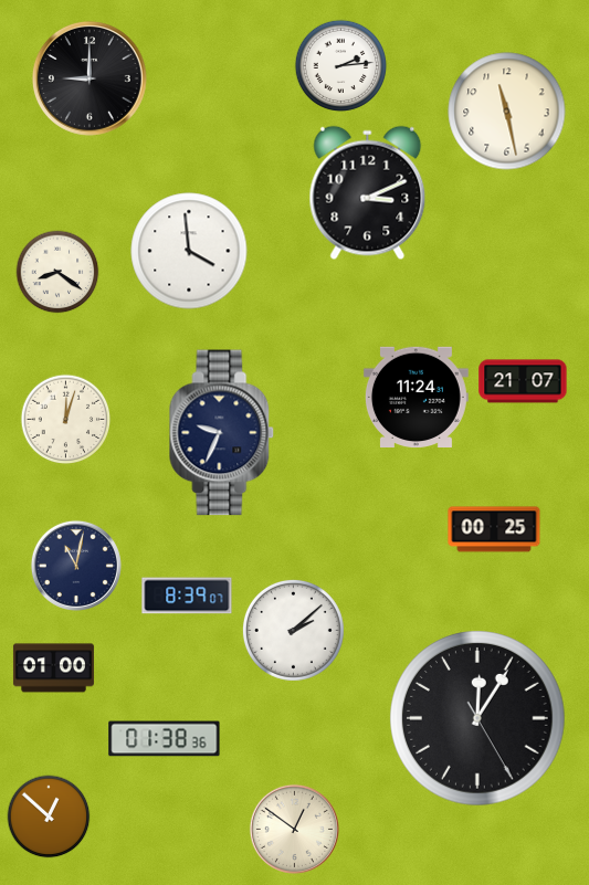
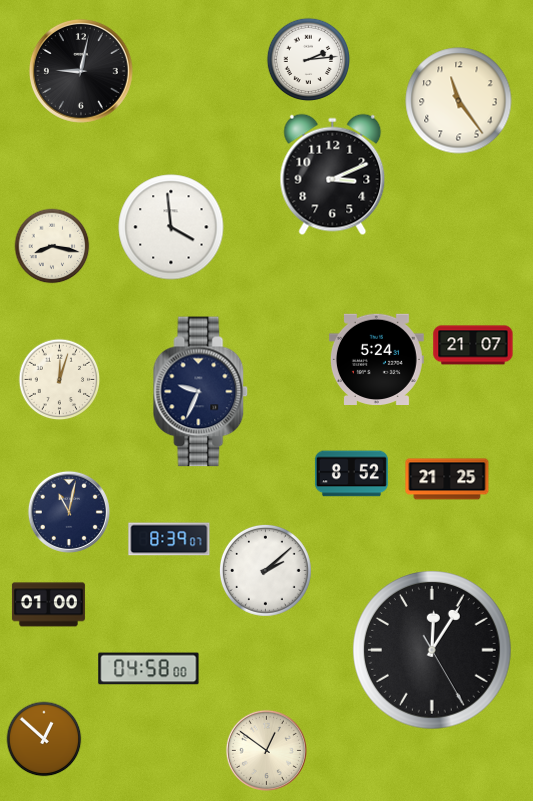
clock at (90, 78): 9:00 -> 9:02
clock at (507, 112): 11:28 -> 11:24
clock at (57, 272): 8:21 -> 8:17
clock at (416, 397): 11:24 -> 5:24
clock at (351, 474): none -> 8:52
clock at (494, 529): 00:25 -> 21:25
clock at (165, 739): 01:38 -> 04:58
